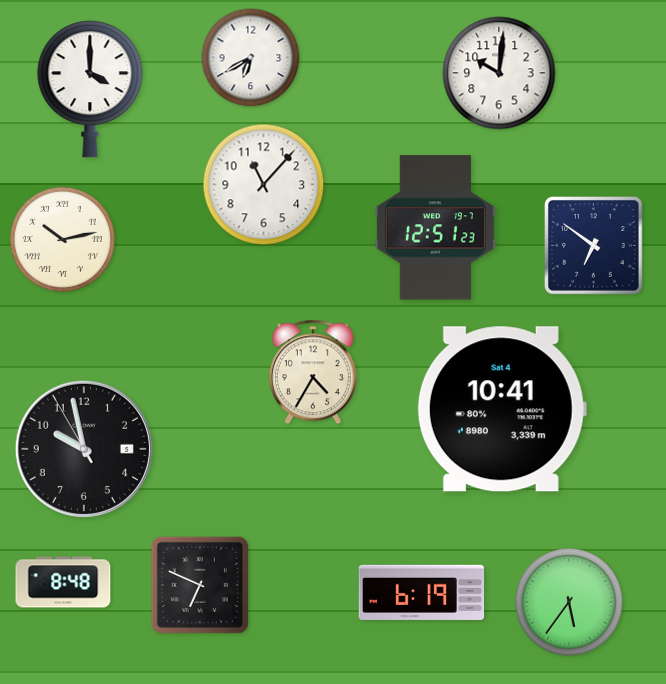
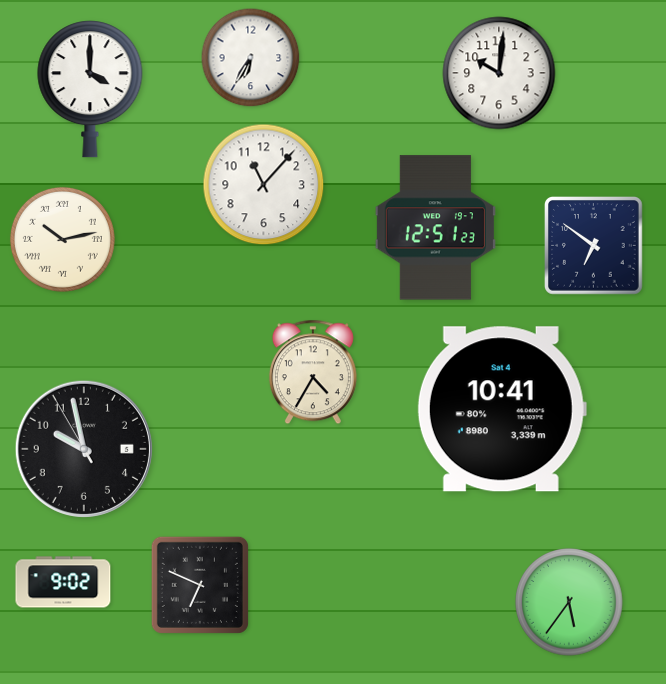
clock at (251, 58): 6:40 -> 6:35
clock at (63, 582): 8:48 -> 9:02
clock at (422, 592): 6:19 -> none
